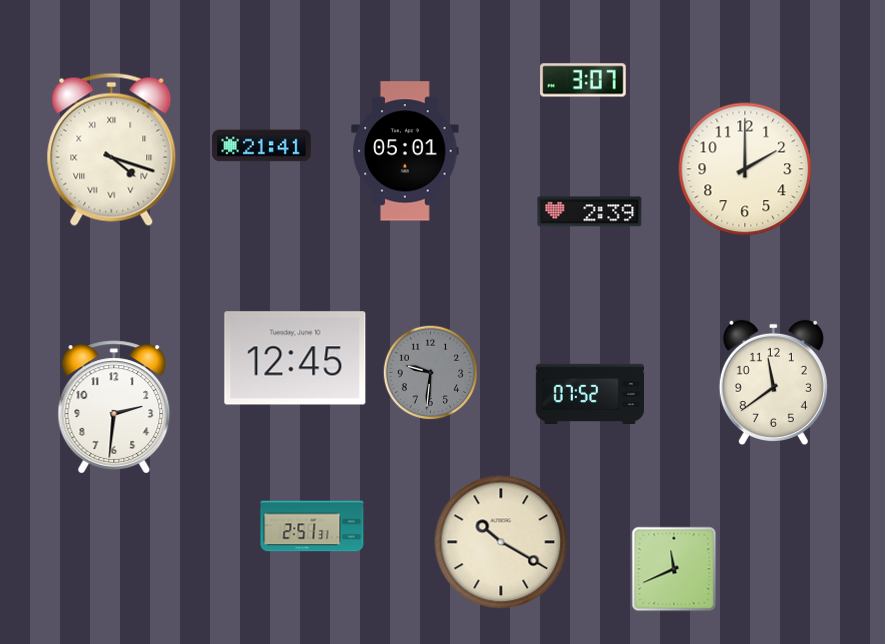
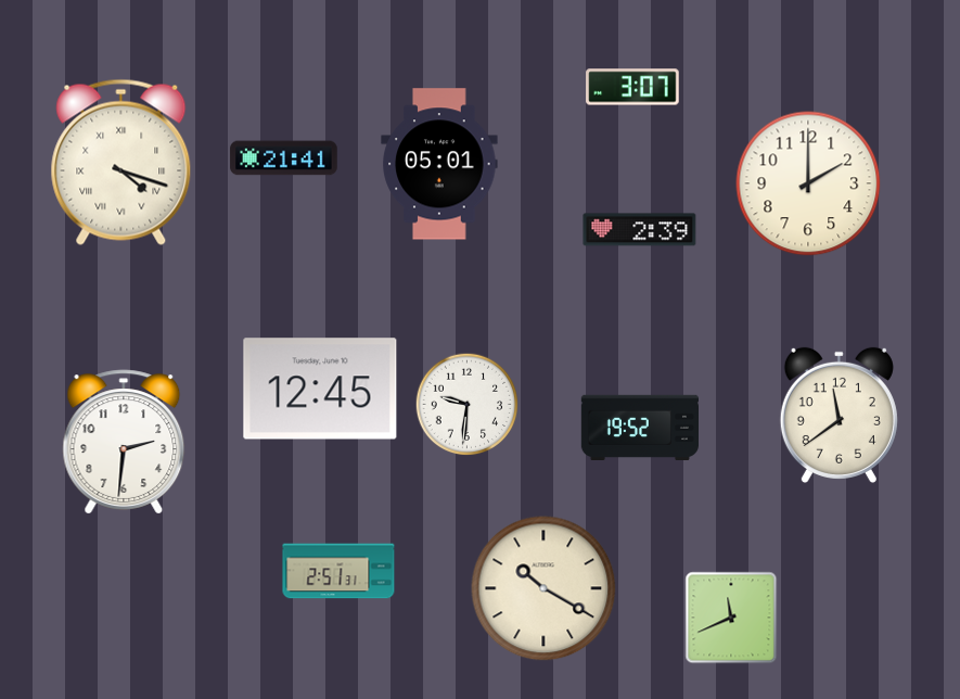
clock at (431, 373) dial: grey -> white
clock at (589, 393): 07:52 -> 19:52
